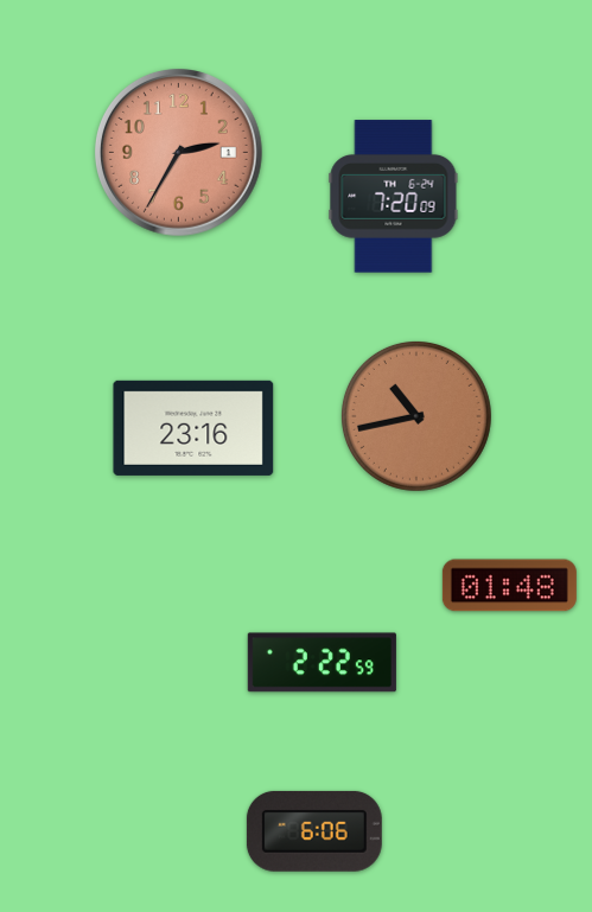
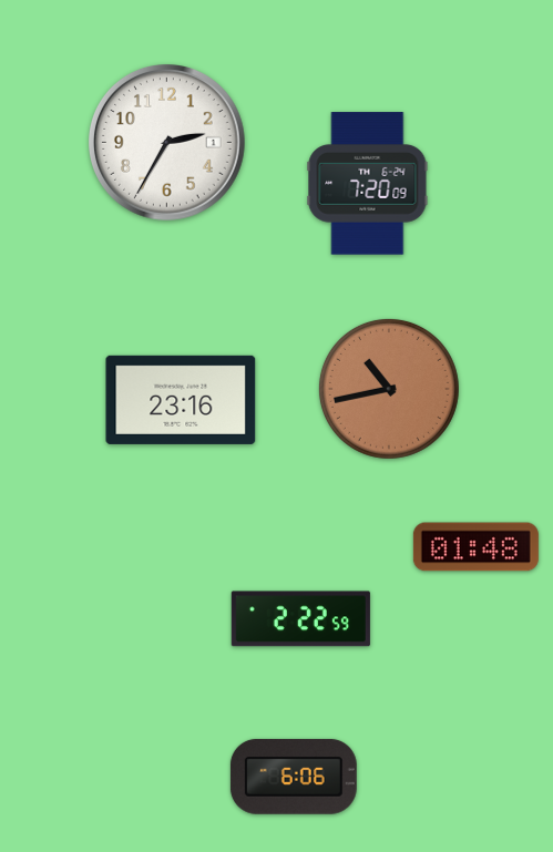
clock at (179, 153) dial: salmon -> white
